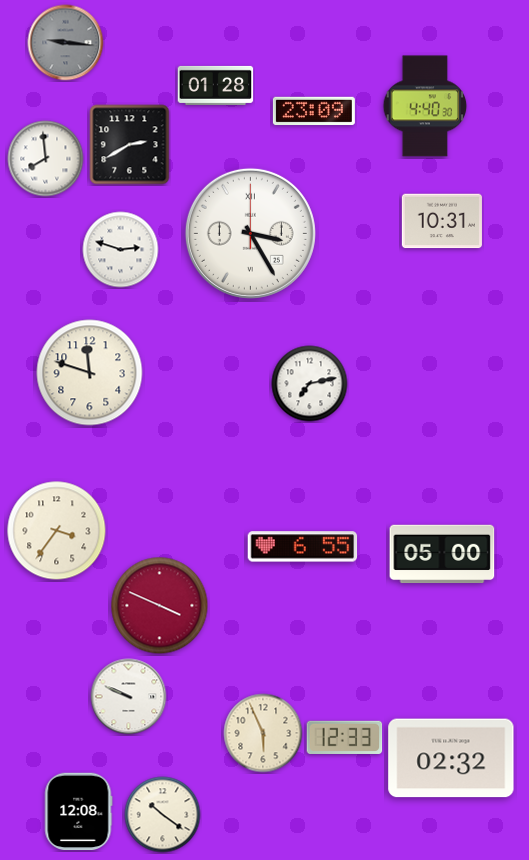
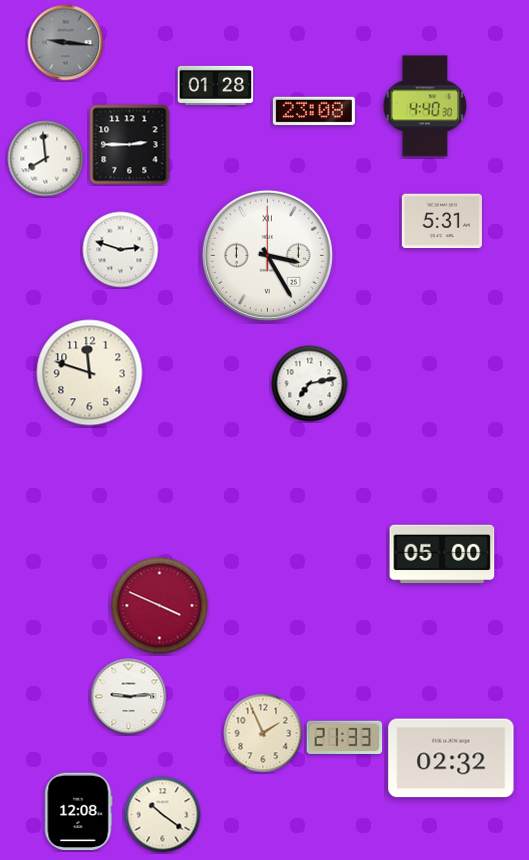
clock at (314, 111): 23:09 -> 23:08
clock at (130, 145): 2:40 -> 2:45
clock at (442, 221): 10:31 -> 5:31
clock at (250, 233) position: (250, 233) -> (267, 255)
clock at (57, 531): 3:36 -> none
clock at (303, 547): 6:55 -> none
clock at (129, 697): 9:49 -> 9:14
clock at (263, 733): 5:56 -> 1:56
clock at (345, 737): 12:33 -> 21:33
